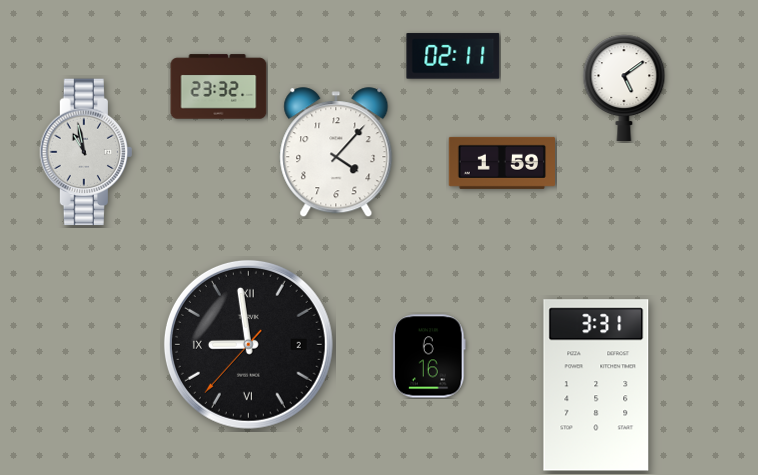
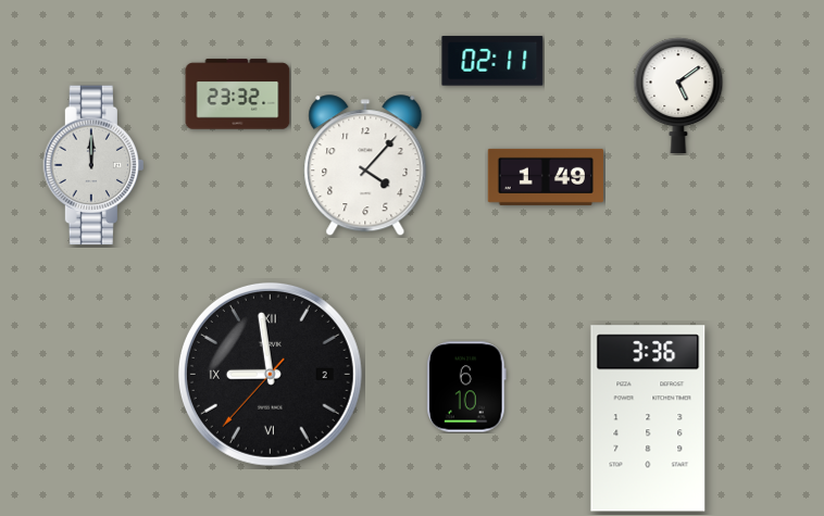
clock at (85, 152): 10:58 -> 12:00
clock at (501, 163): 1:59 -> 1:49
clock at (430, 356): 6:16 -> 6:10
clock at (596, 385): 3:31 -> 3:36
